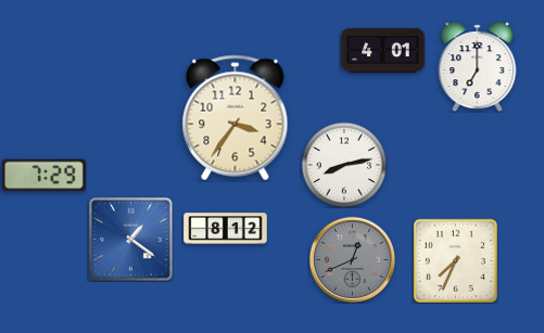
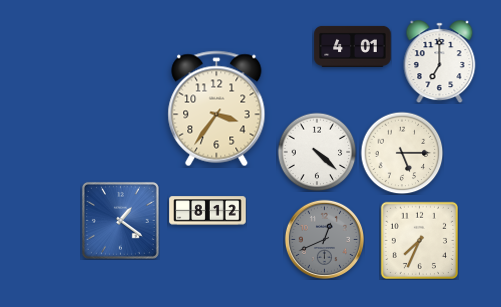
clock at (344, 165): 8:13 -> 4:22
clock at (402, 153): none -> 5:15
clock at (45, 176): 7:29 -> none
